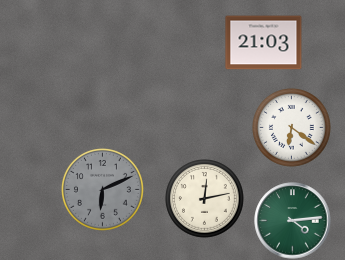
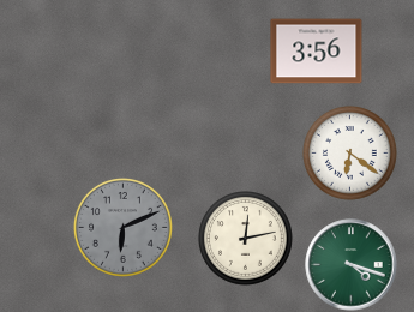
clock at (264, 43): 21:03 -> 3:56
clock at (293, 221): 4:14 -> 4:18
